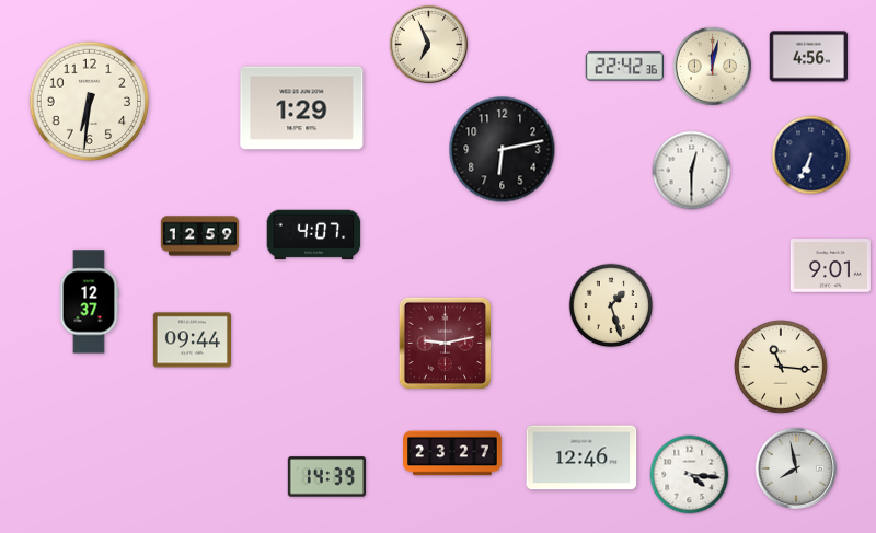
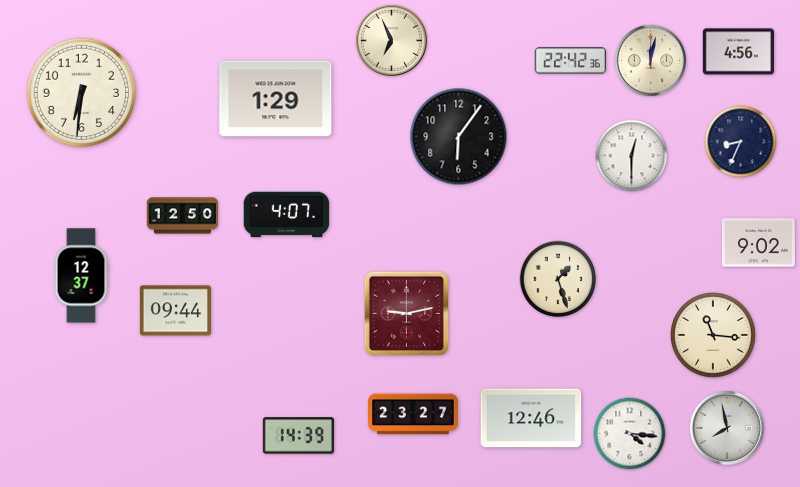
clock at (503, 150): 6:13 -> 6:06
clock at (811, 155): 6:34 -> 8:34
clock at (200, 236): 12:59 -> 12:50
clock at (830, 266): 9:01 -> 9:02
